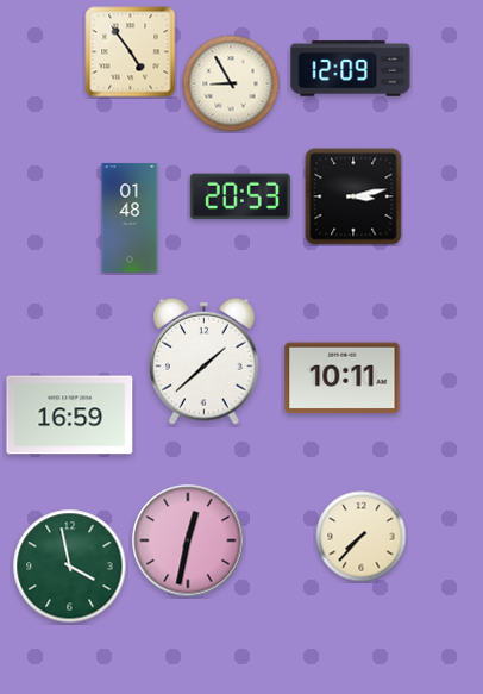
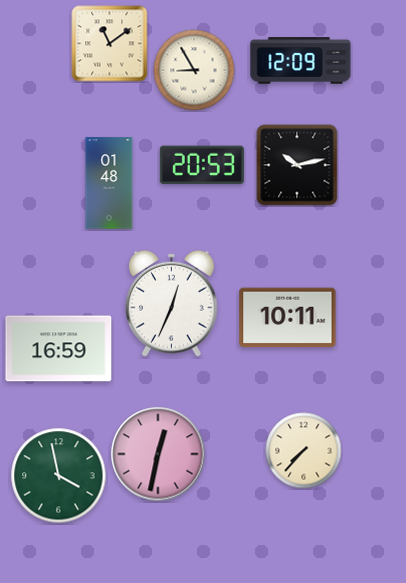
clock at (131, 52): 4:54 -> 11:09
clock at (351, 69) position: (351, 69) -> (301, 61)
clock at (353, 196): 3:13 -> 10:13
clock at (205, 361): 1:38 -> 12:34
